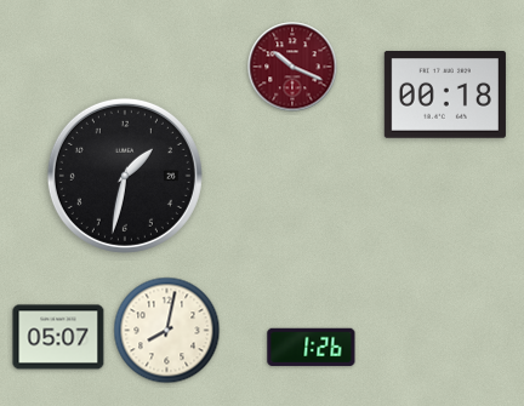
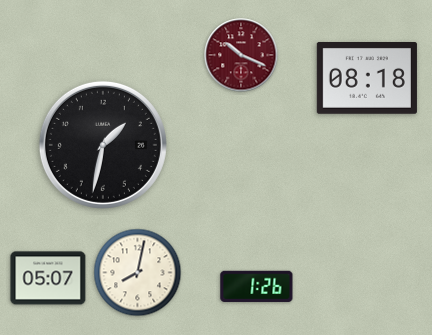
clock at (445, 96): 00:18 -> 08:18
